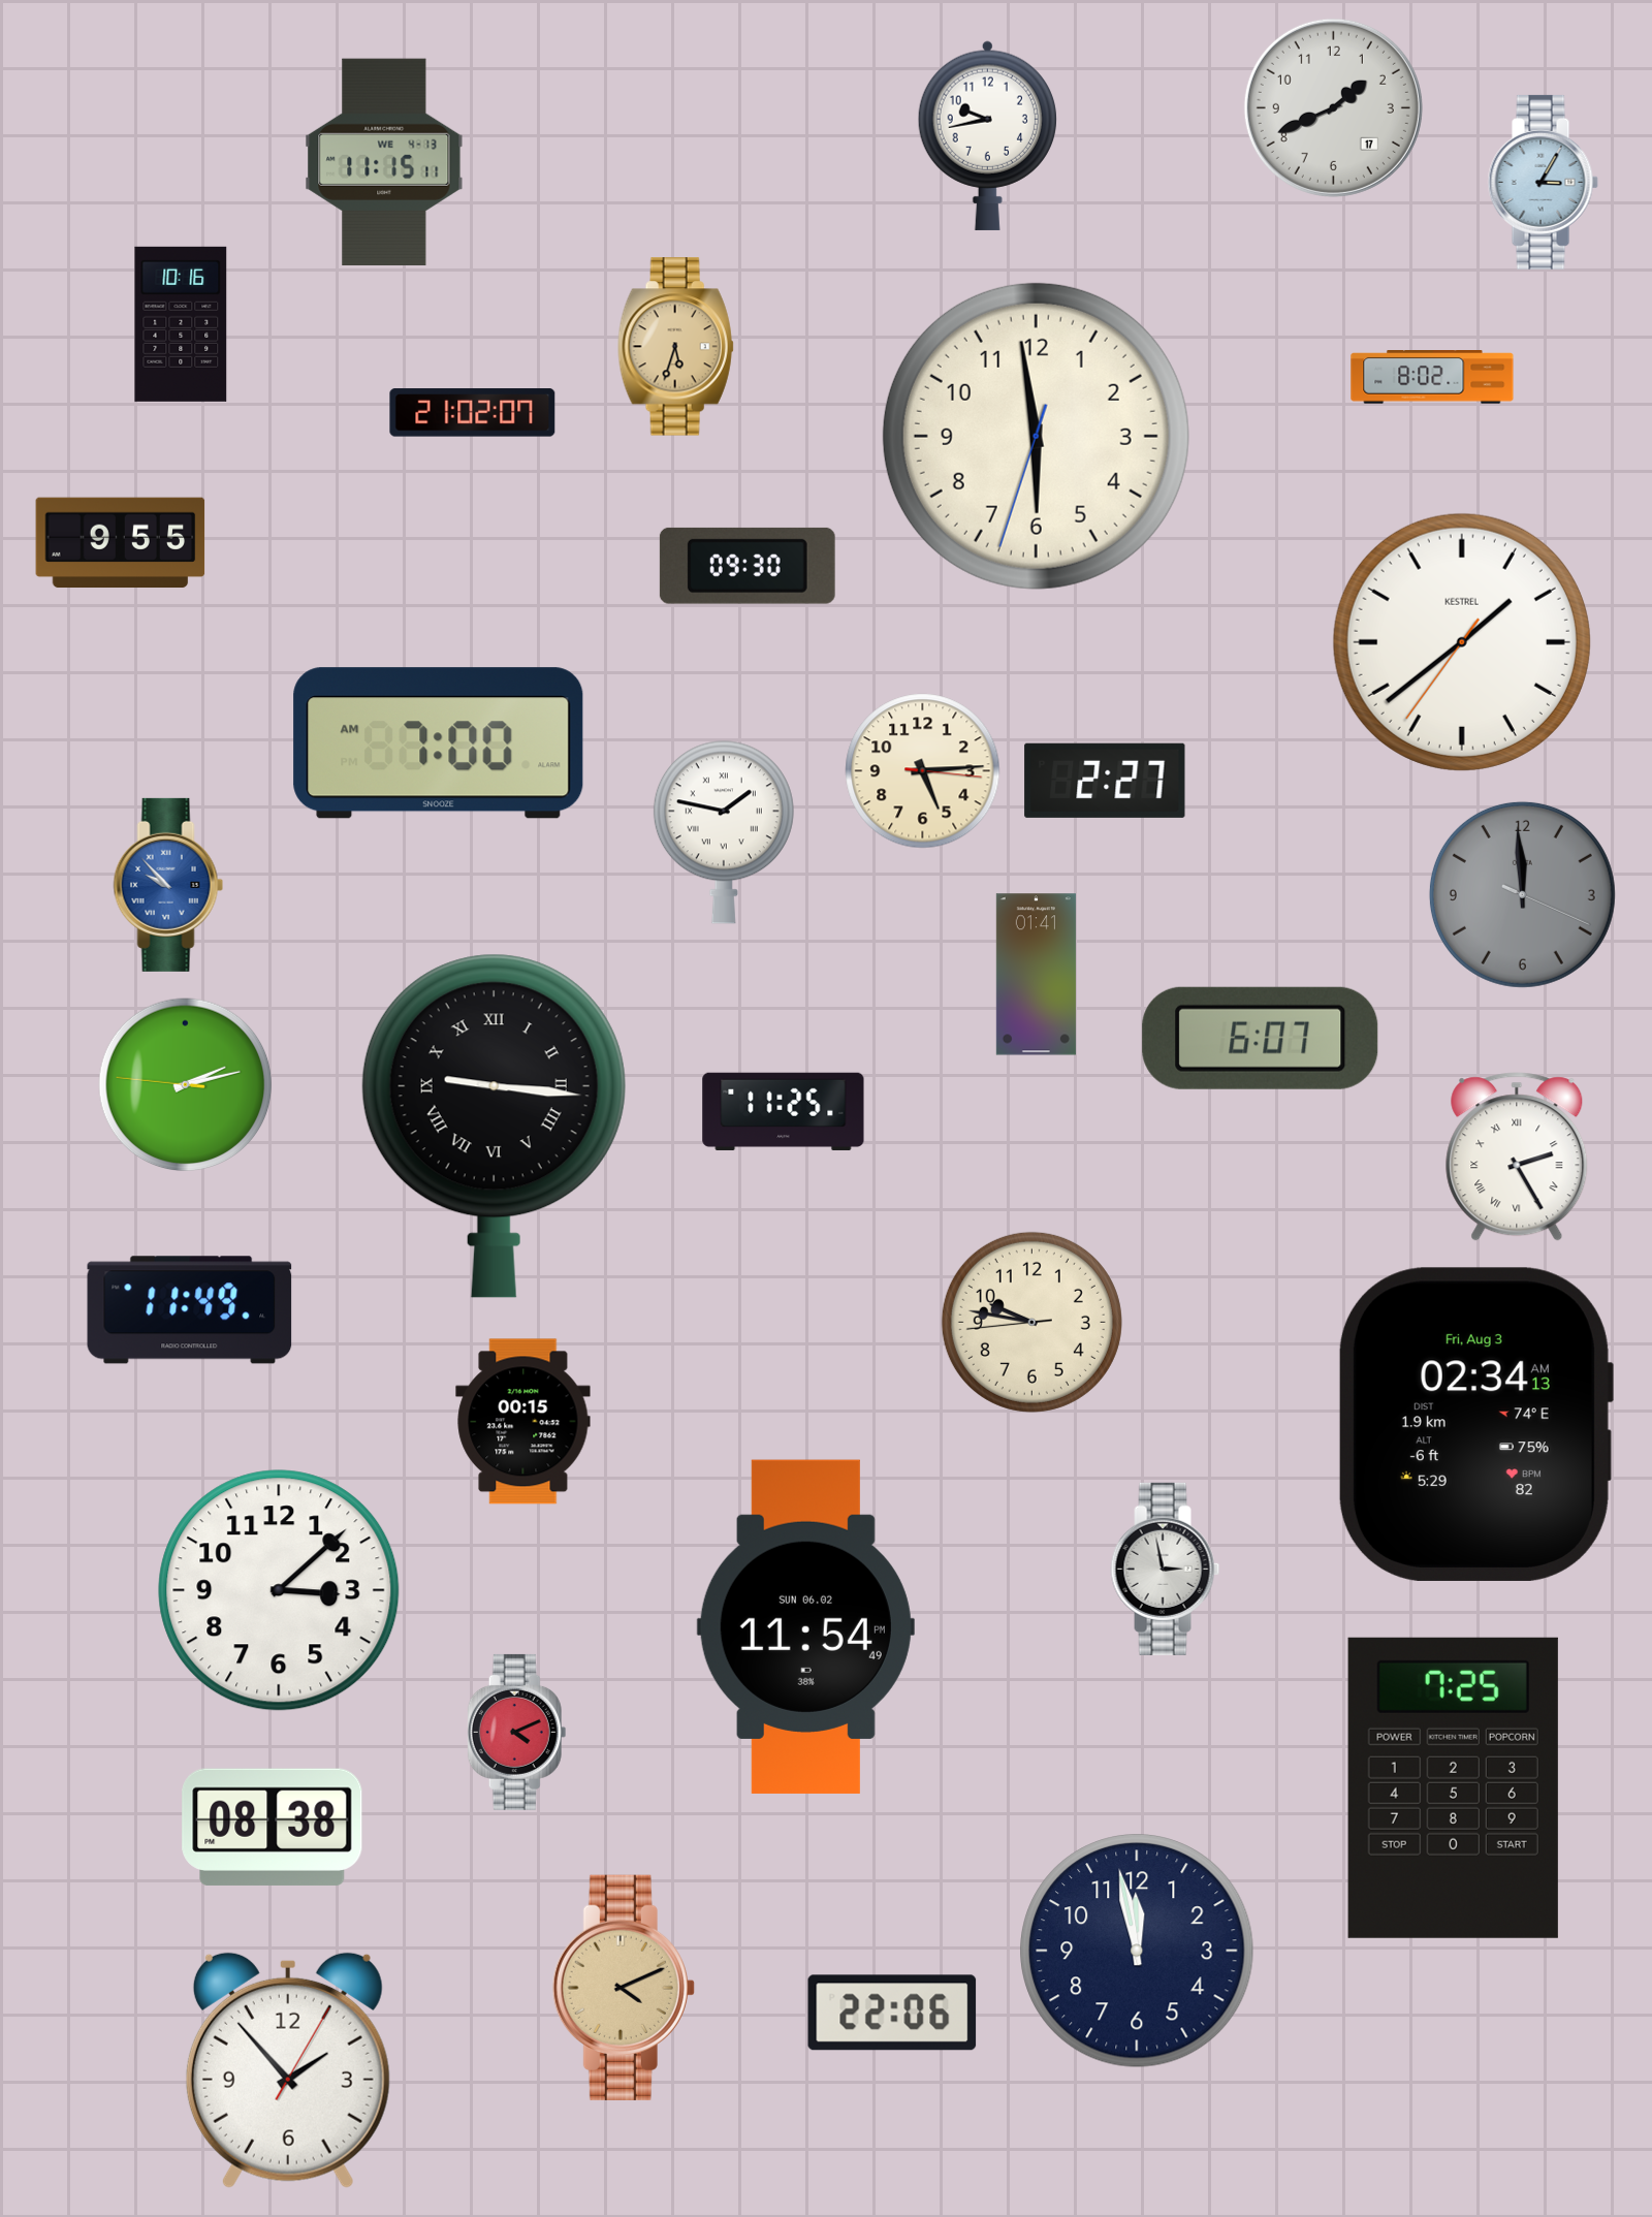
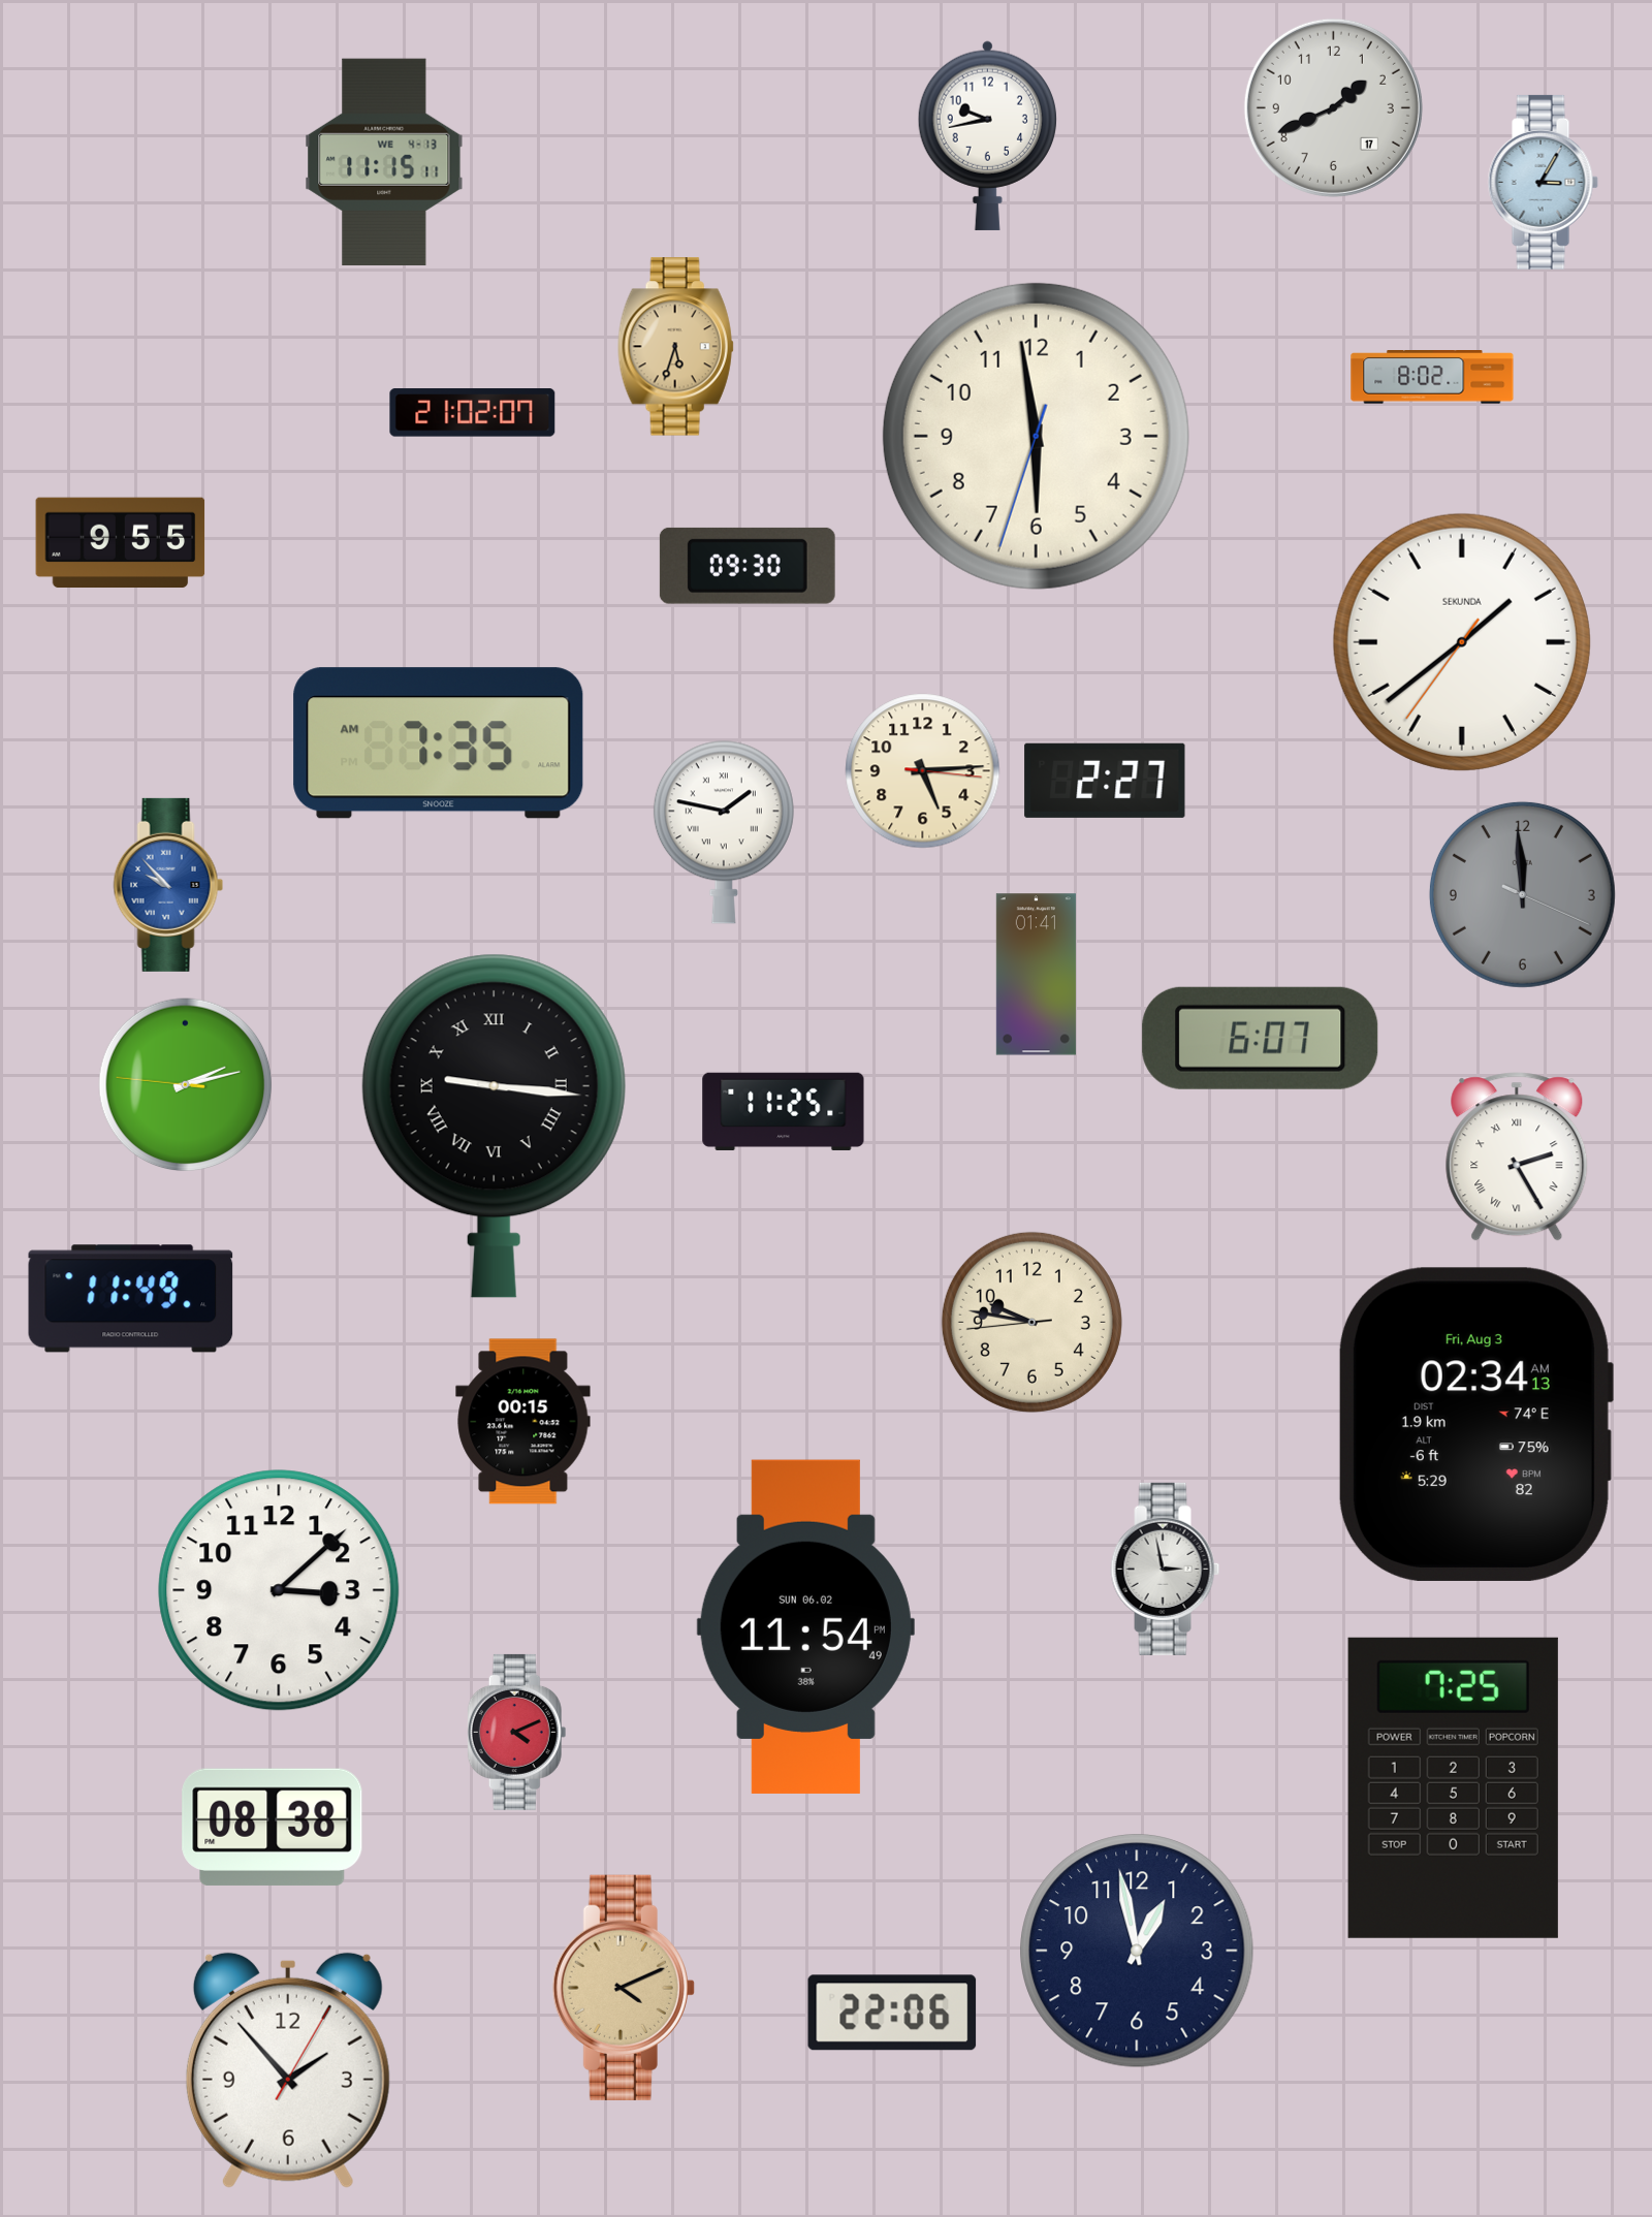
clock at (181, 324): 10:16 -> none
clock at (1462, 642) brand: KESTREL -> SEKUNDA
clock at (439, 743): 7:00 -> 7:35
clock at (190, 1310) position: (190, 1310) -> (131, 1299)
clock at (1137, 1951): 11:58 -> 12:58
